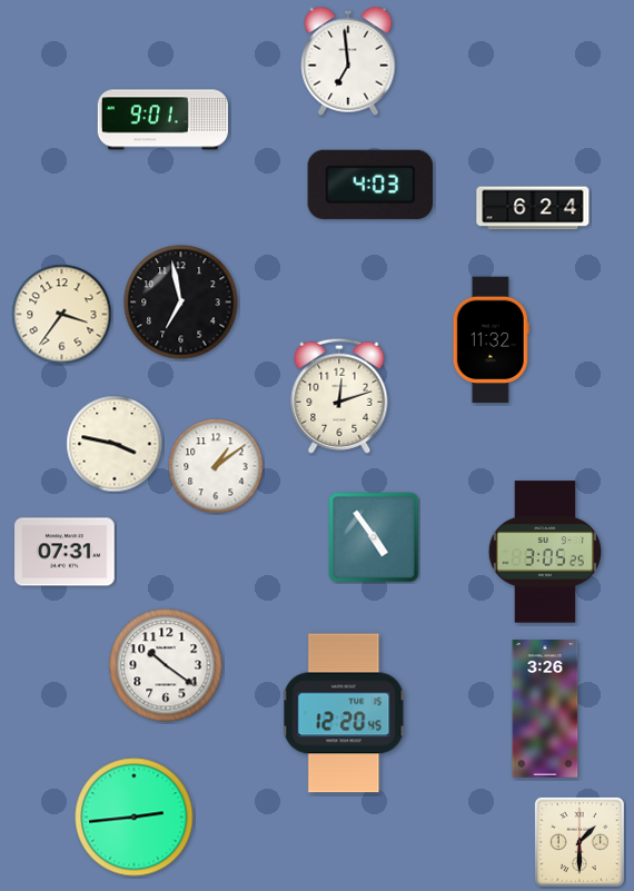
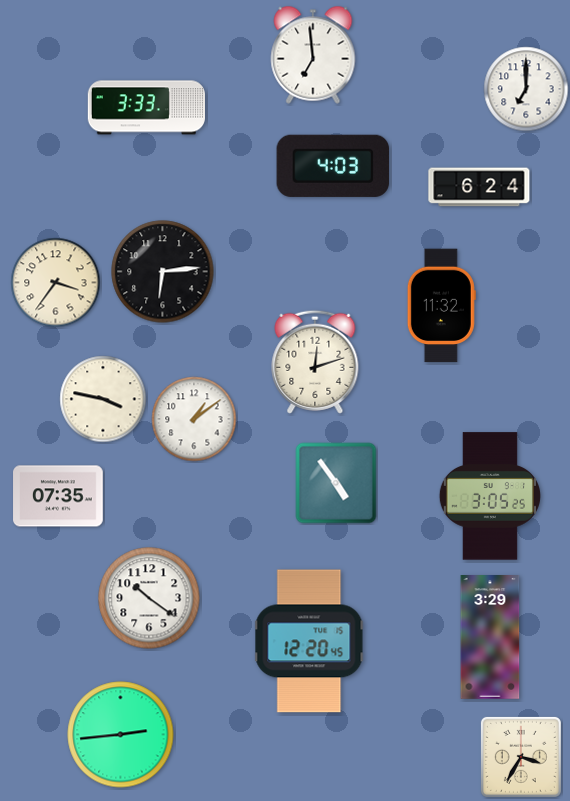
clock at (526, 89): none -> 7:00
clock at (162, 120): 9:01 -> 3:33
clock at (181, 303): 6:58 -> 6:14
clock at (339, 396) position: (339, 396) -> (315, 362)
clock at (65, 552): 07:31 -> 07:35
clock at (545, 709): 3:26 -> 3:29
clock at (579, 842): 1:30 -> 3:35
